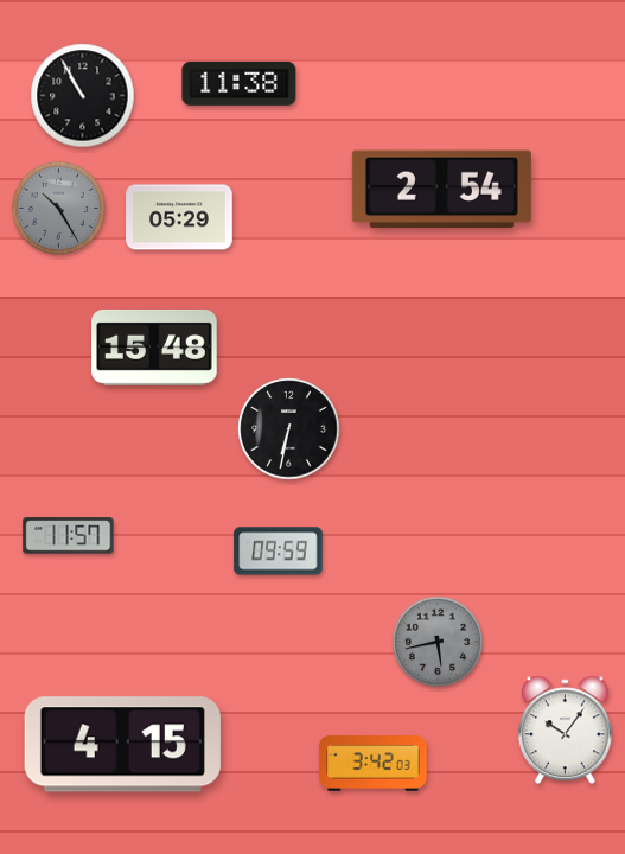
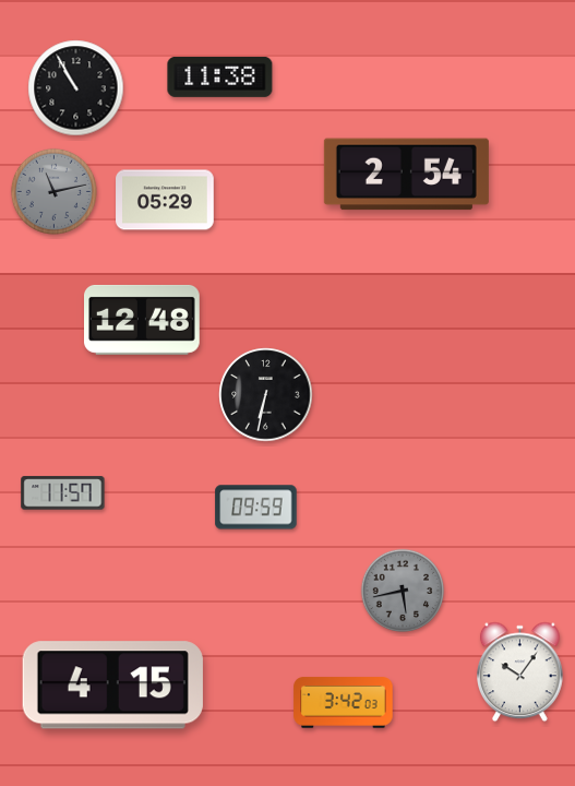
clock at (58, 208): 10:25 -> 11:13
clock at (154, 348): 15:48 -> 12:48
